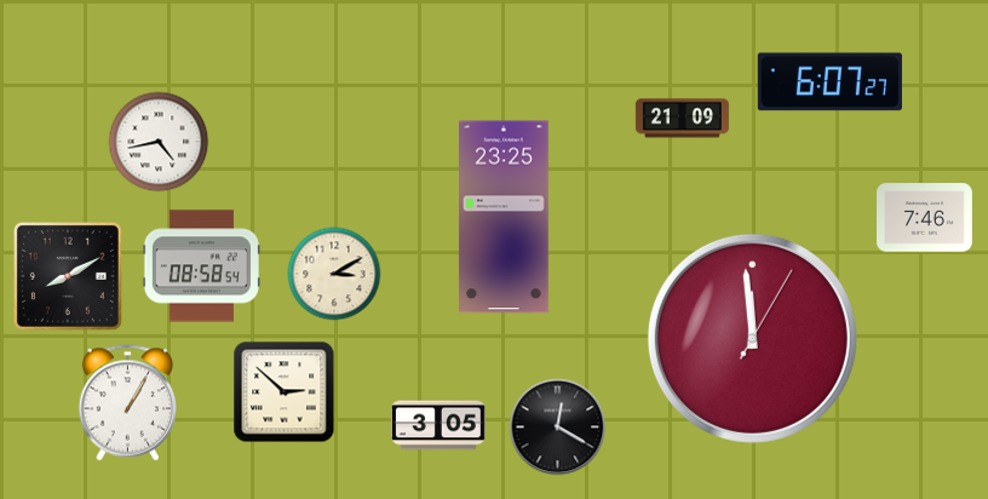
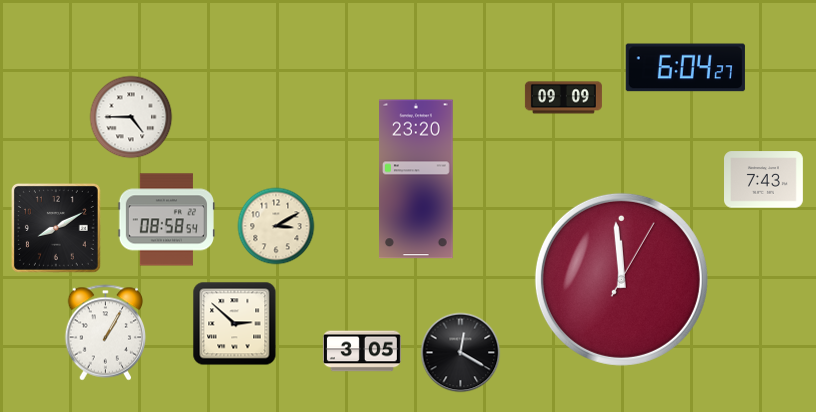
clock at (829, 82): 6:07 -> 6:04
clock at (682, 119): 21:09 -> 09:09
clock at (159, 142): 4:43 -> 4:45
clock at (505, 217): 23:25 -> 23:20
clock at (925, 218): 7:46 -> 7:43
